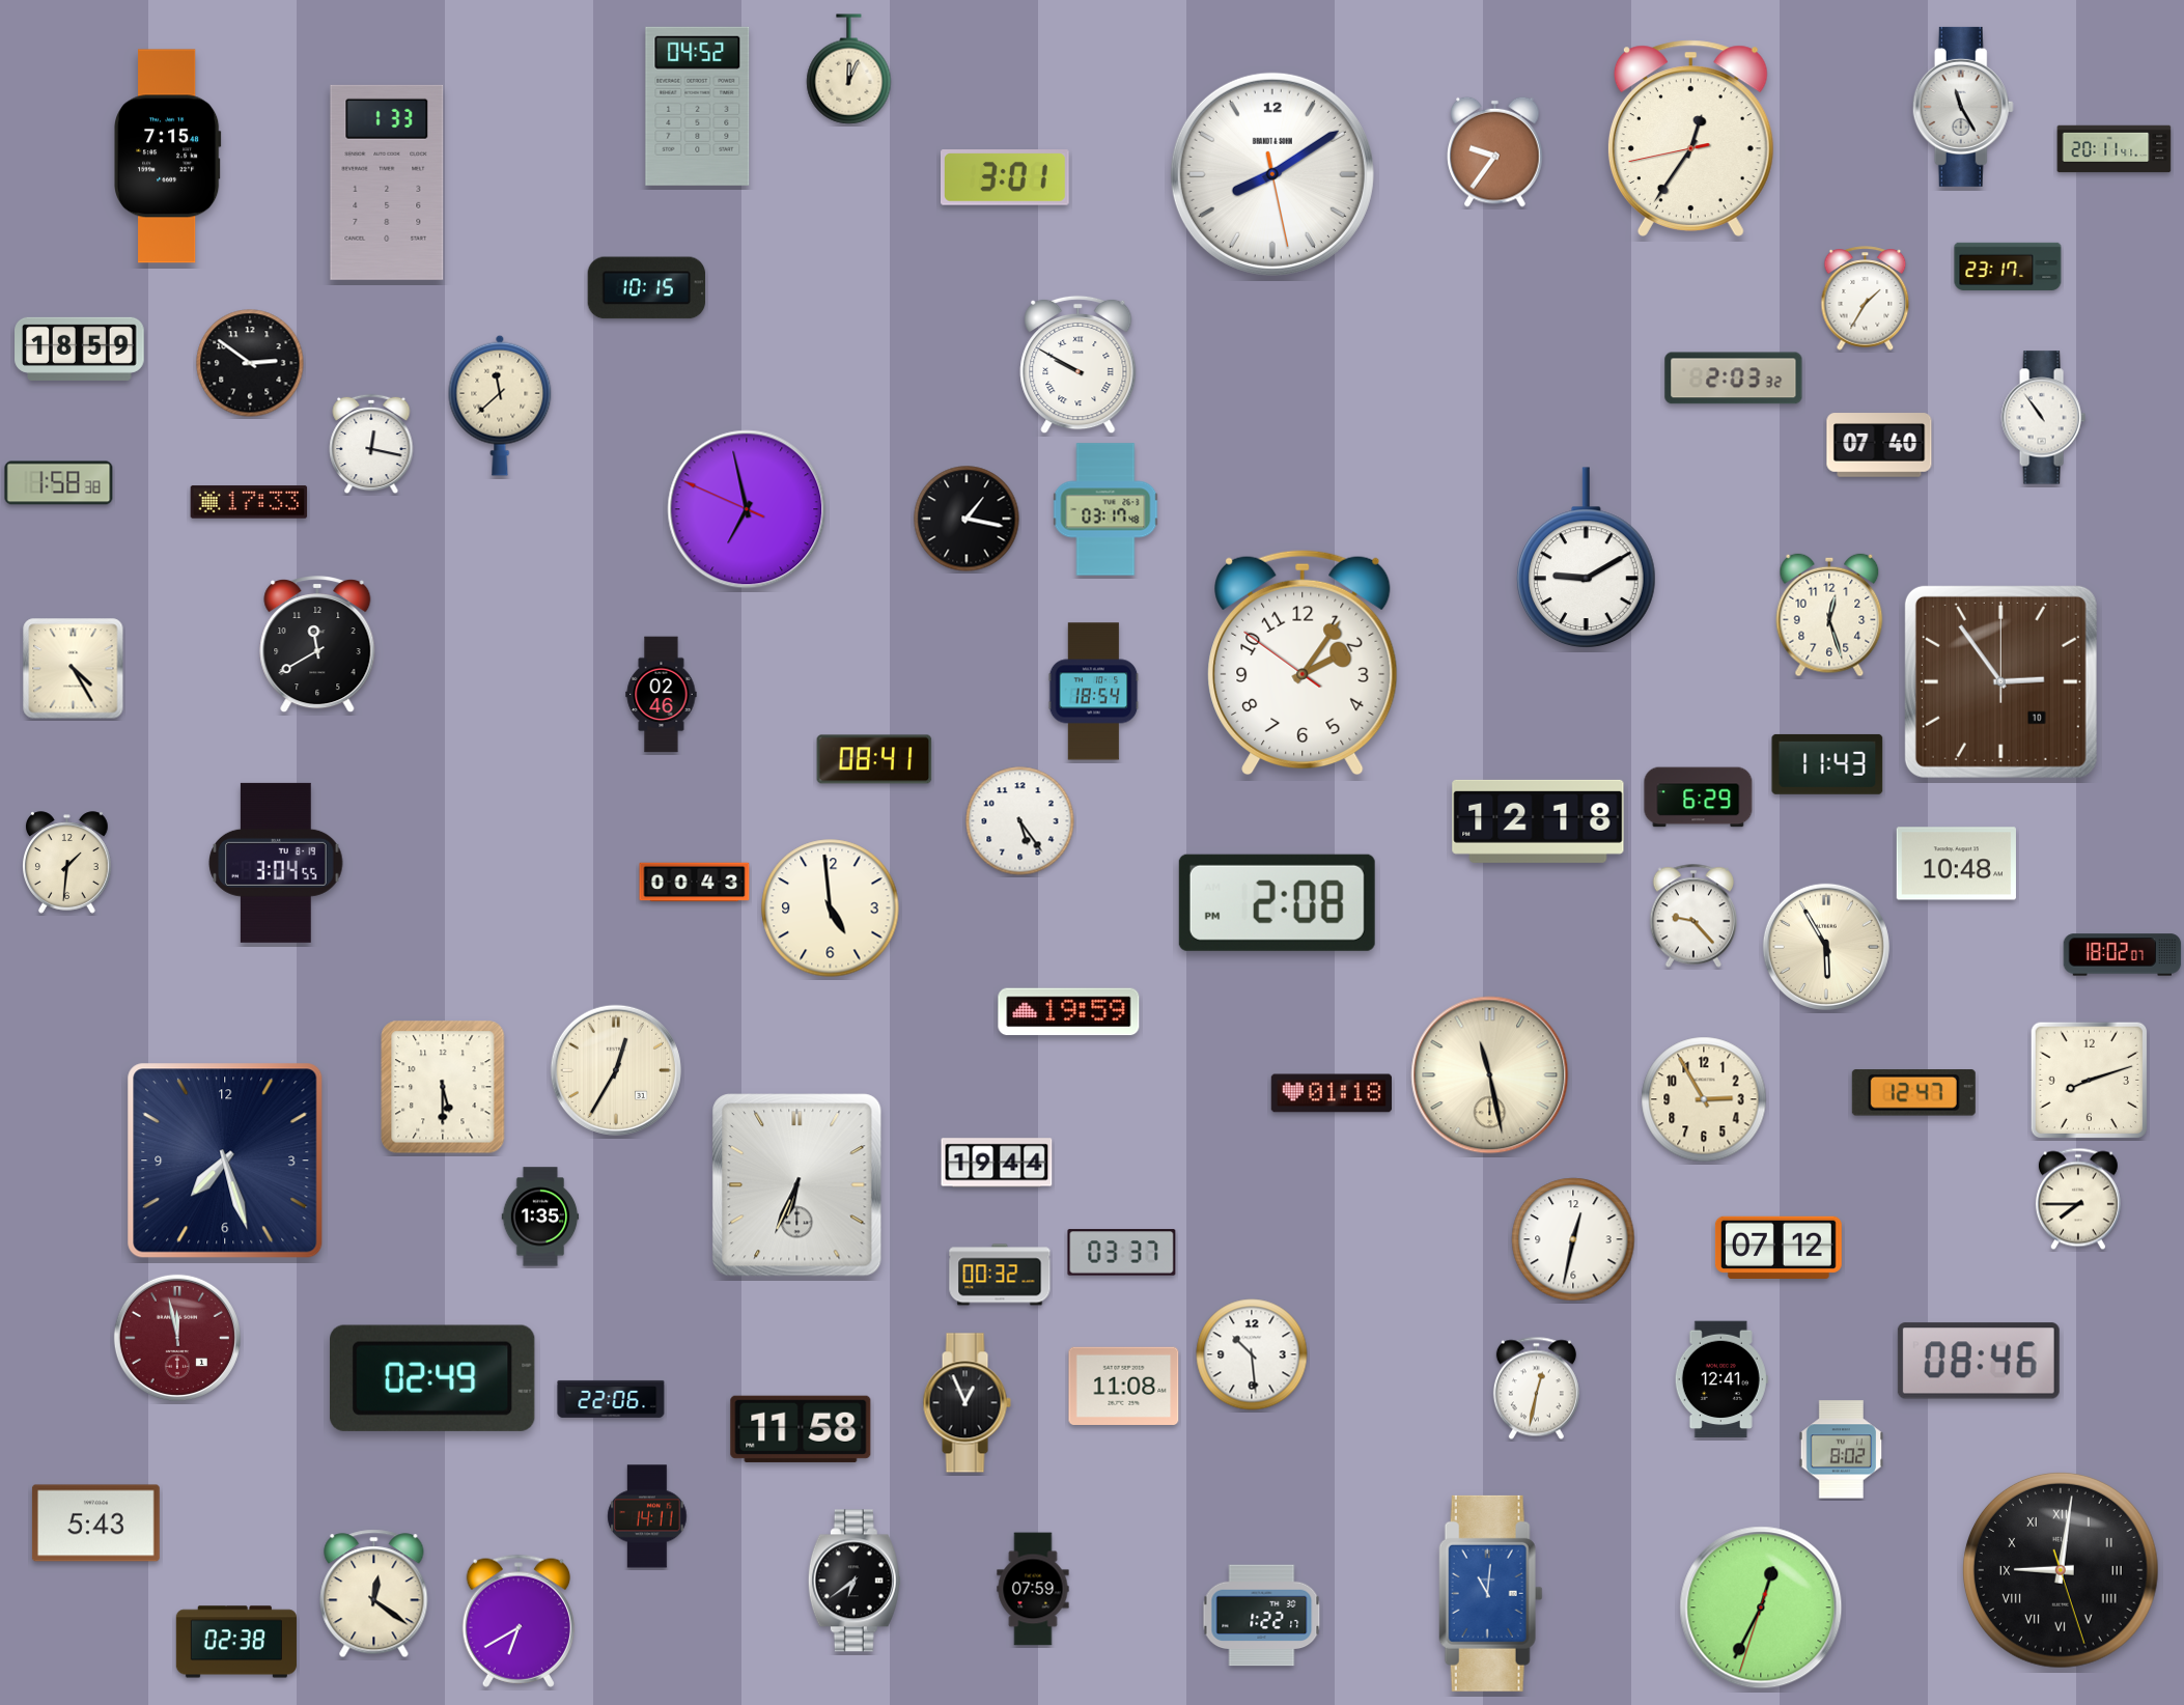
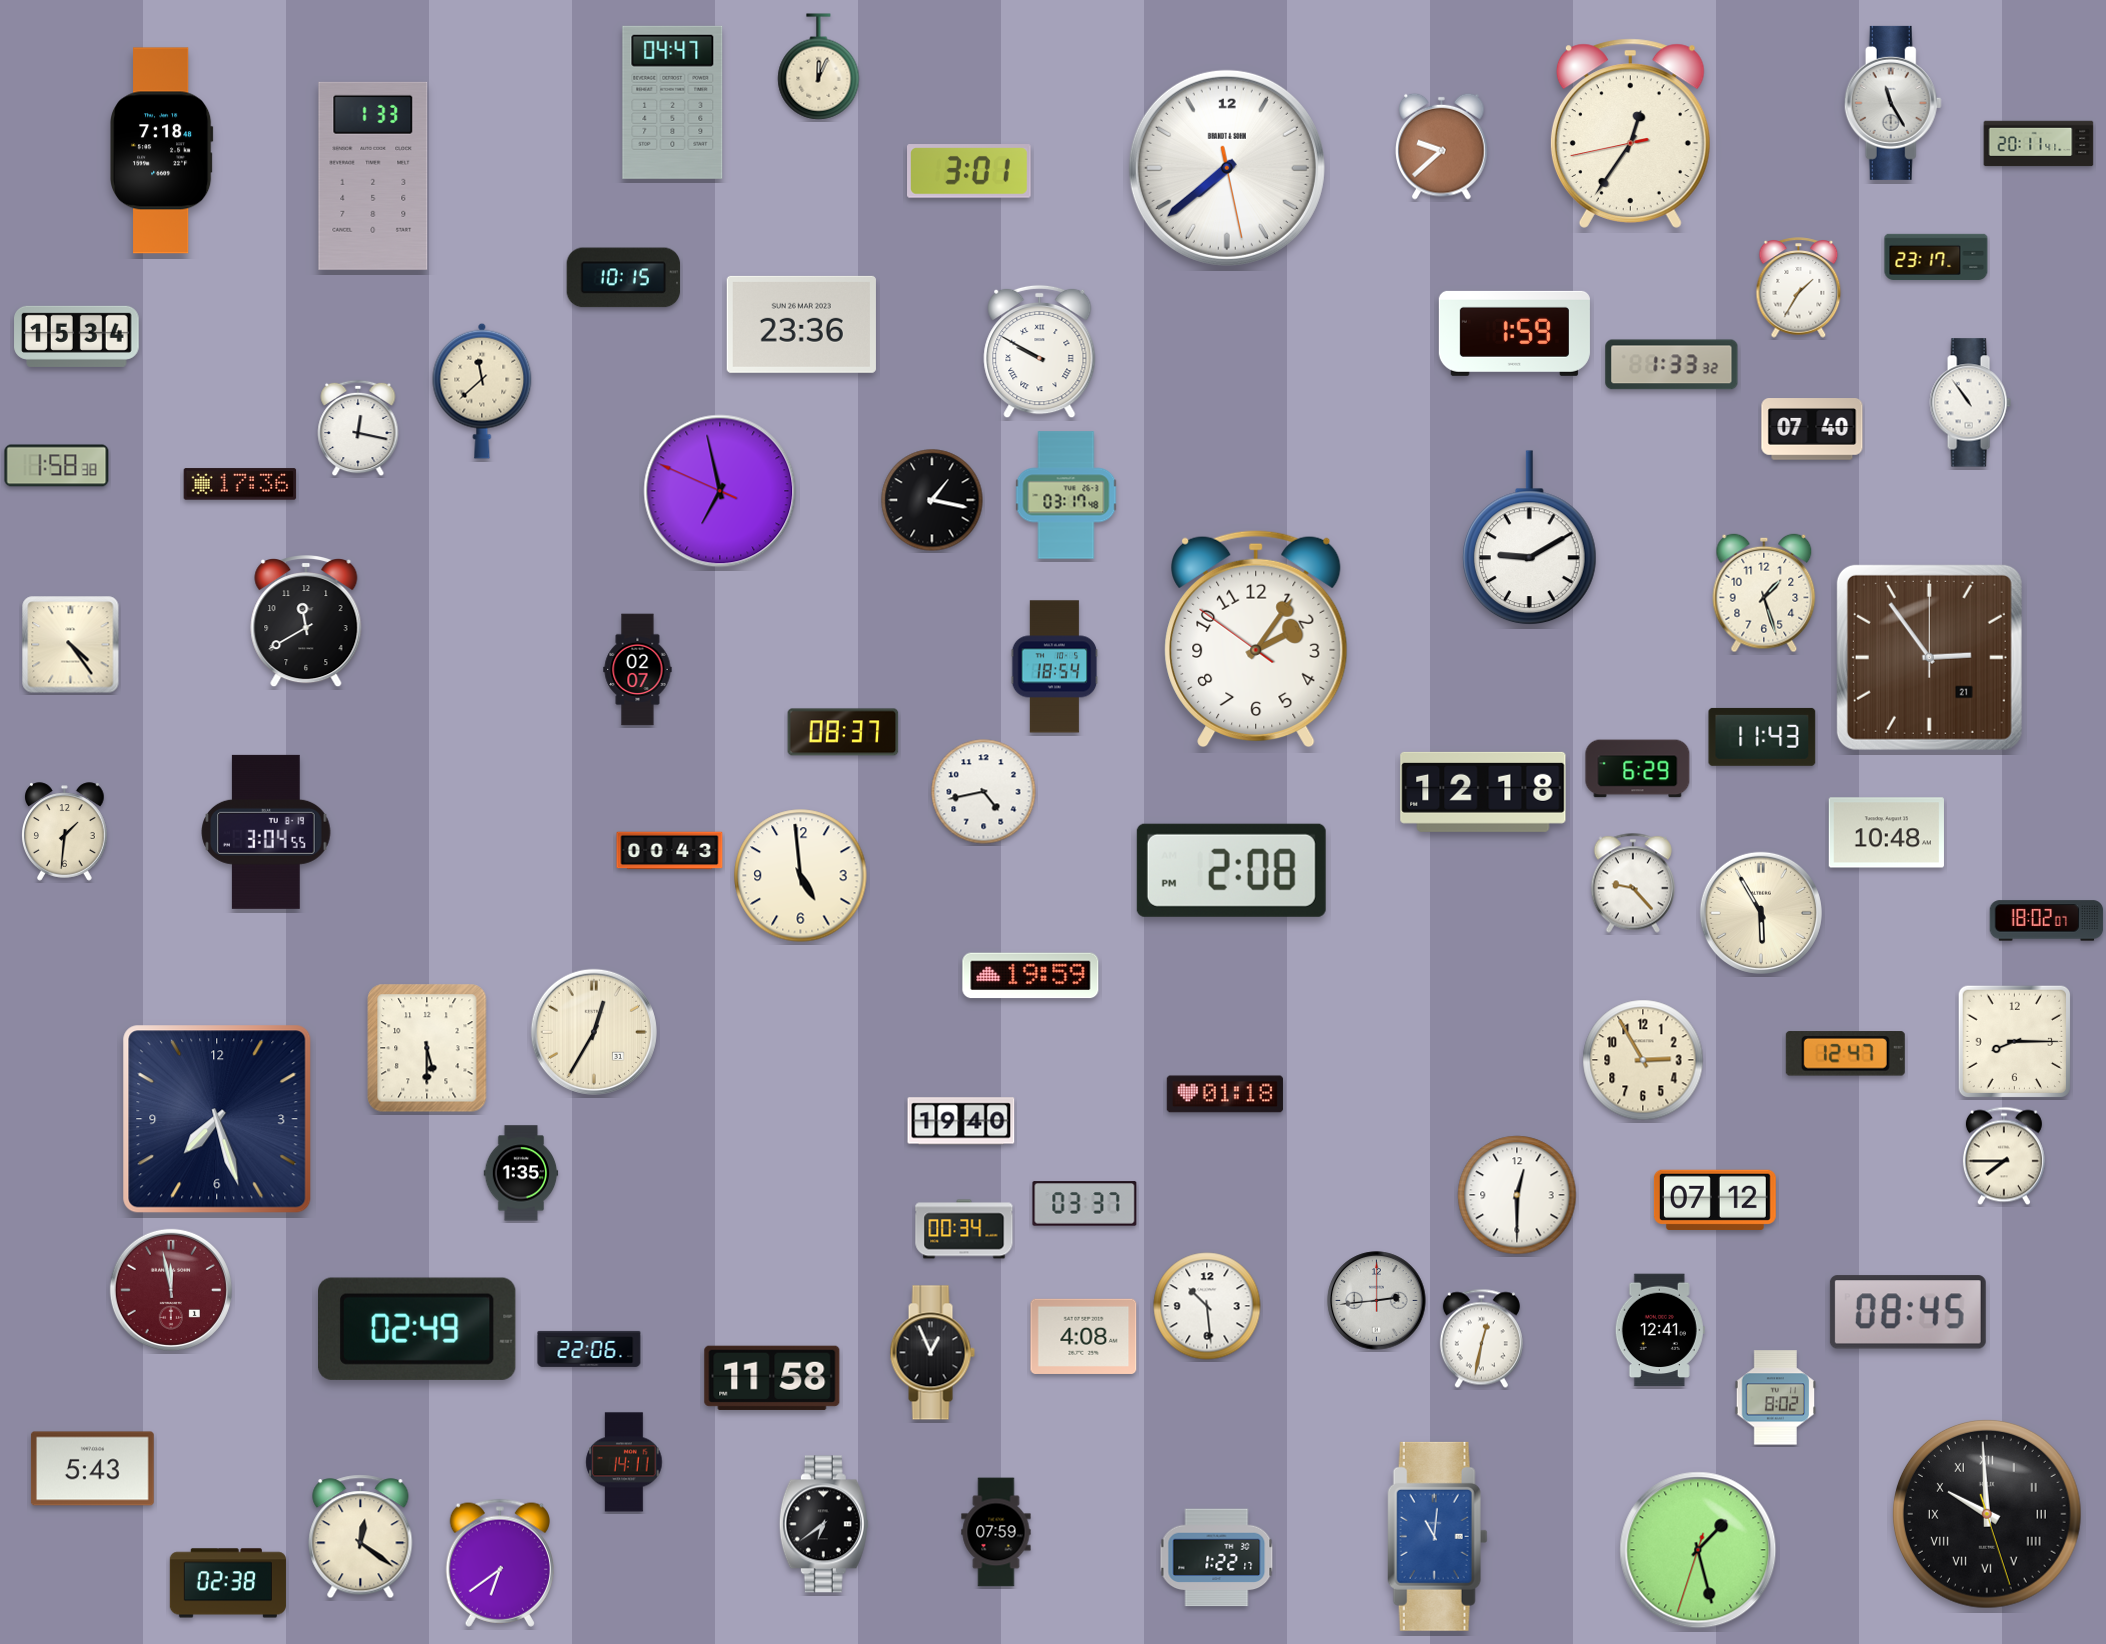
clock at (698, 106): 04:52 -> 04:47
clock at (1495, 151): 9:36 -> 9:38
clock at (168, 157): 7:15 -> 7:18
clock at (1272, 174): 8:09 -> 7:38
clock at (801, 324): none -> 23:36
clock at (1514, 333): none -> 1:59
clock at (80, 348): 18:59 -> 15:34
clock at (250, 363): 2:51 -> none
clock at (1734, 379): 2:03 -> 1:33
clock at (249, 502): 17:33 -> 17:36
clock at (1105, 509) position: (1105, 509) -> (1066, 495)
clock at (1829, 615): 12:27 -> 1:27
clock at (74, 669): 4:25 -> 4:24
clock at (2000, 681) date: 10 -> 21
clock at (662, 695): 02:46 -> 02:07
clock at (874, 759): 08:41 -> 08:37
clock at (1020, 821): 5:24 -> 4:43
clock at (1490, 1075): 11:28 -> none
clock at (2089, 1080): 8:12 -> 8:15
clock at (1332, 1093) position: (1332, 1093) -> (1225, 1094)
clock at (997, 1163): 19:44 -> 19:40
clock at (797, 1185): 6:34 -> none
clock at (1573, 1239): 12:32 -> 12:30
clock at (1779, 1248) position: (1779, 1248) -> (1715, 1200)
clock at (1122, 1253) position: (1122, 1253) -> (1085, 1204)
clock at (1000, 1275): 00:32 -> 00:34
clock at (1377, 1301): none -> 2:44
clock at (1979, 1361): 08:46 -> 08:45
clock at (1124, 1386): 11:08 -> 4:08
clock at (2061, 1570): 9:01 -> 9:59
clock at (1761, 1608): 12:34 -> 1:27
clock at (519, 1621): 6:40 -> 6:39
